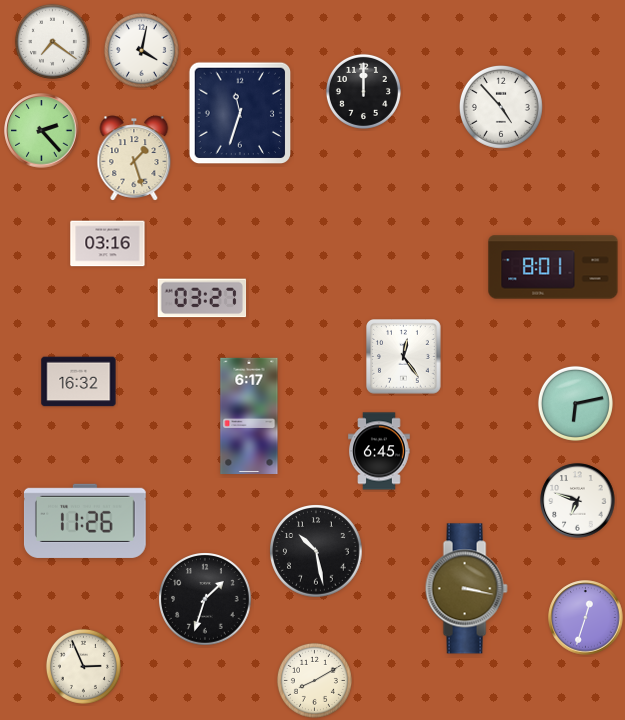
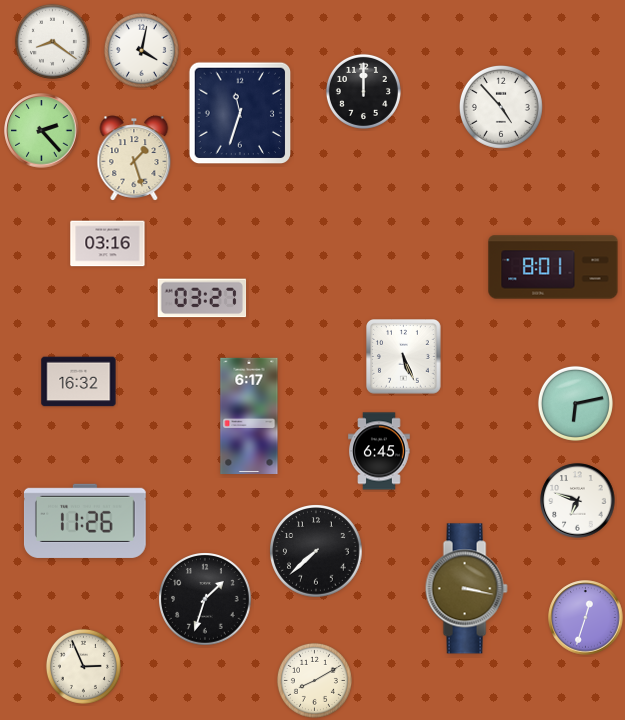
clock at (52, 41): 7:21 -> 8:21
clock at (404, 357): 12:24 -> 5:26
clock at (316, 551): 10:28 -> 7:38
